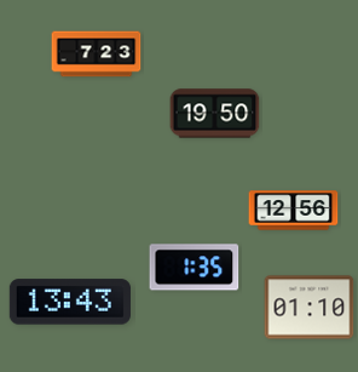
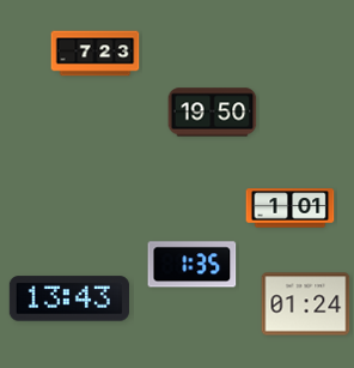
clock at (294, 211): 12:56 -> 1:01
clock at (310, 308): 01:10 -> 01:24
